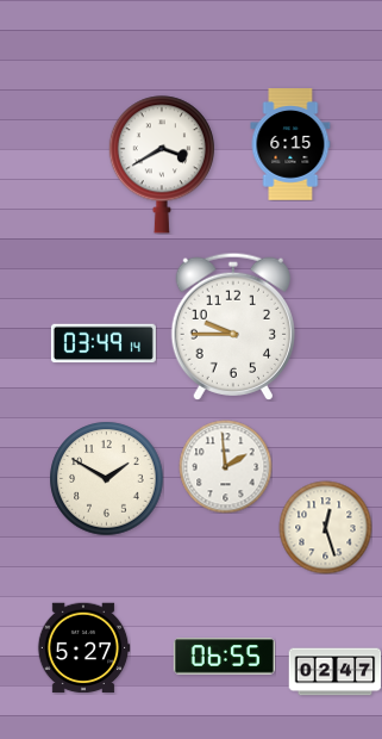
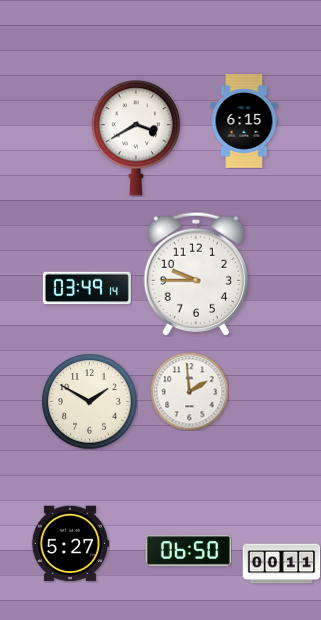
clock at (325, 527): 12:27 -> none
clock at (224, 657): 06:55 -> 06:50
clock at (334, 672): 02:47 -> 00:11
